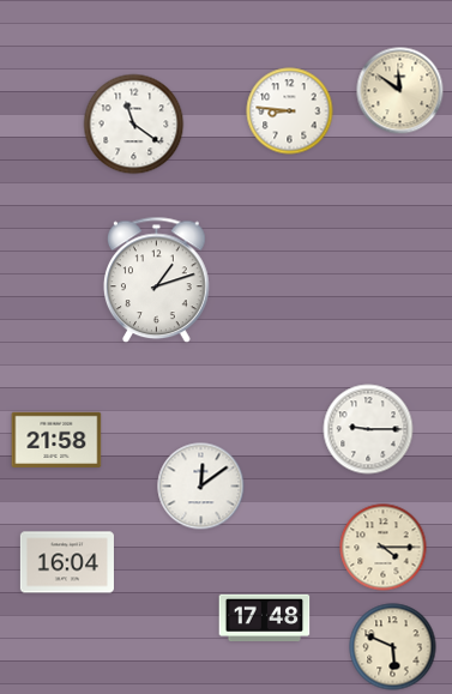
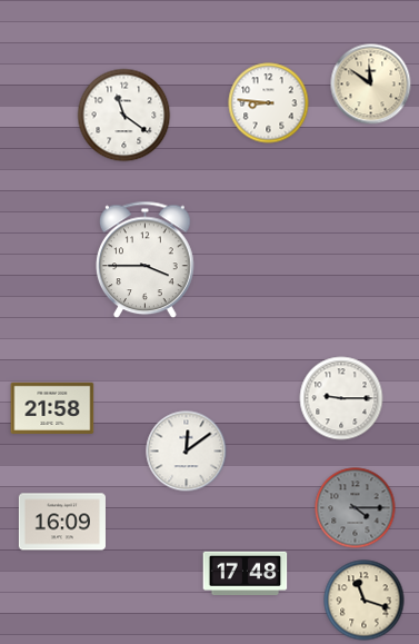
clock at (157, 280): 1:12 -> 3:45
clock at (384, 548) dial: cream -> grey
clock at (67, 562): 16:04 -> 16:09
clock at (393, 647): 5:49 -> 11:18
